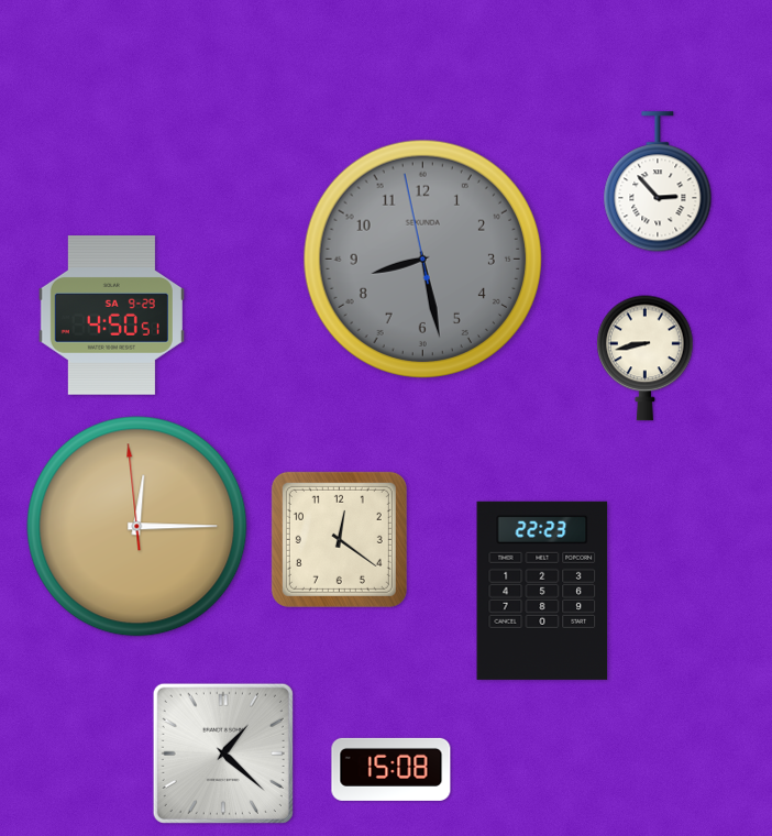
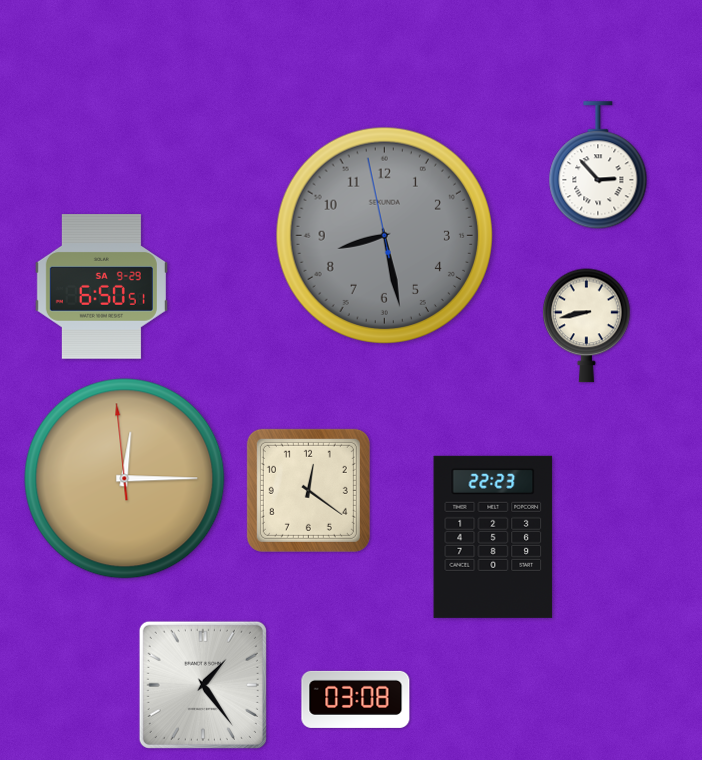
clock at (111, 316): 4:50 -> 6:50
clock at (223, 754): 1:22 -> 1:24
clock at (391, 769): 15:08 -> 03:08
